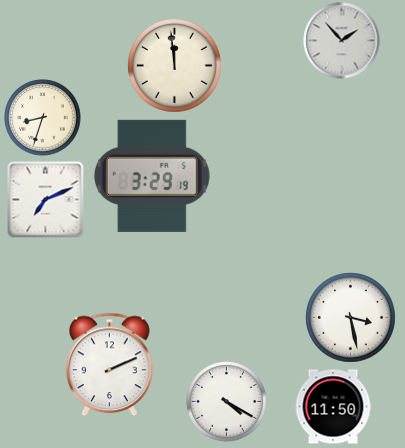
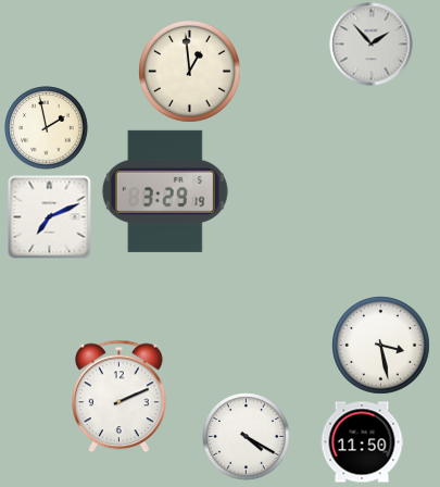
clock at (175, 66): 11:59 -> 12:59
clock at (43, 118): 8:33 -> 1:58
